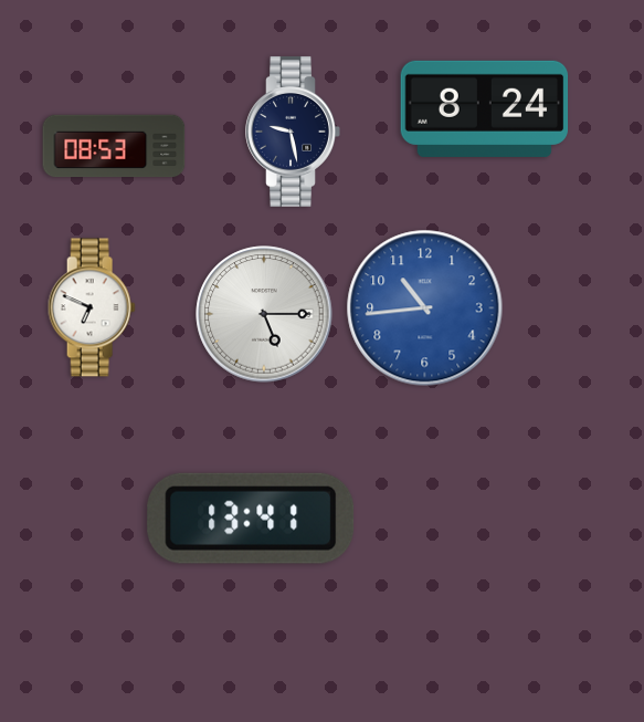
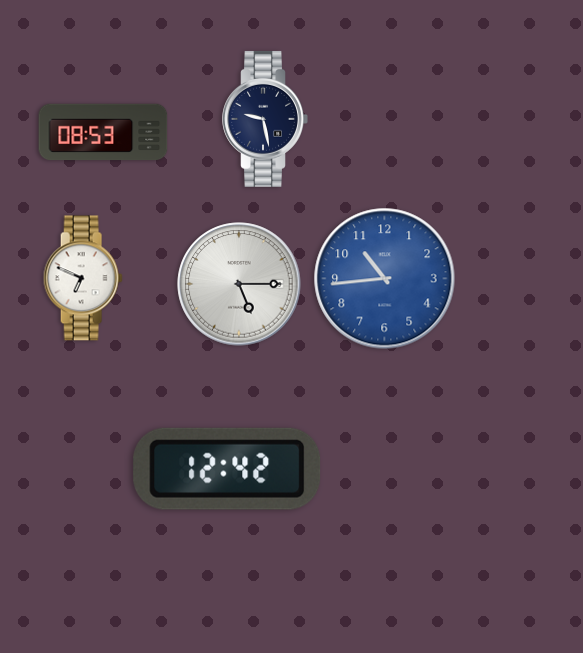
clock at (485, 108): 8:24 -> none
clock at (251, 519): 13:41 -> 12:42
